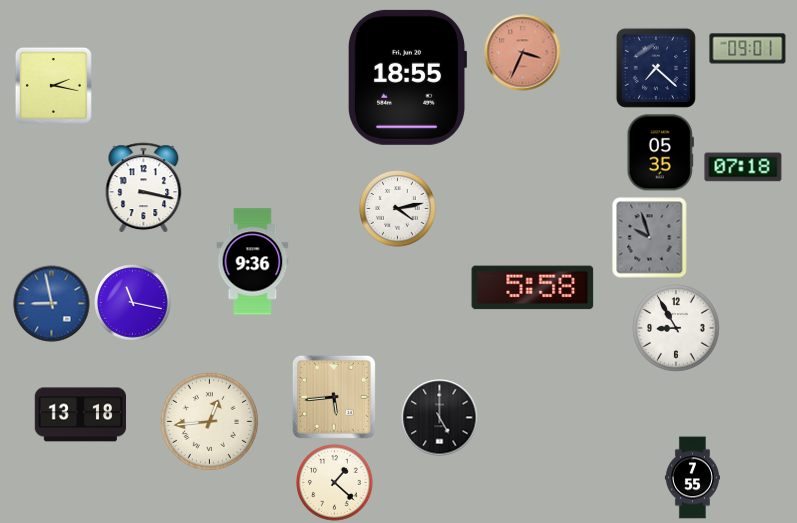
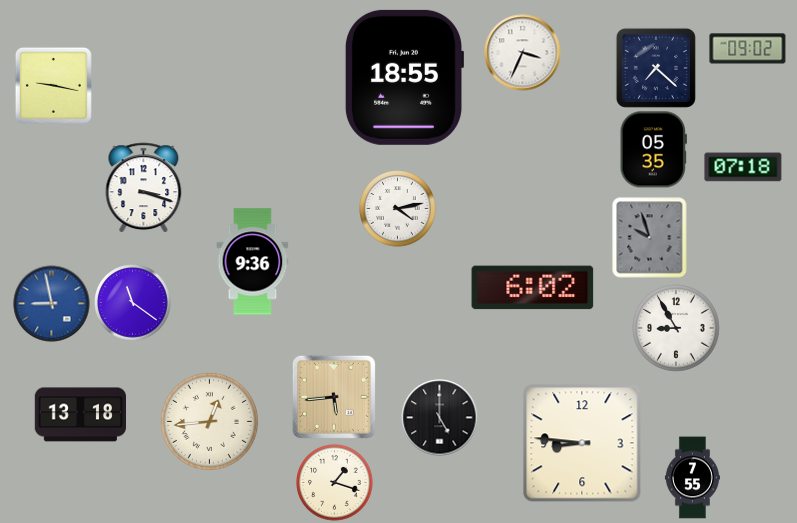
clock at (748, 49): 09:01 -> 09:02
clock at (523, 53) dial: salmon -> white
clock at (406, 77) position: (406, 77) -> (403, 77)
clock at (53, 85): 2:17 -> 9:17
clock at (660, 153) position: (660, 153) -> (653, 150)
clock at (144, 188): 3:17 -> 3:18
clock at (533, 288): 5:58 -> 6:02
clock at (133, 303): 11:17 -> 11:21
clock at (582, 443): none -> 8:46
clock at (335, 483): 1:22 -> 1:18
